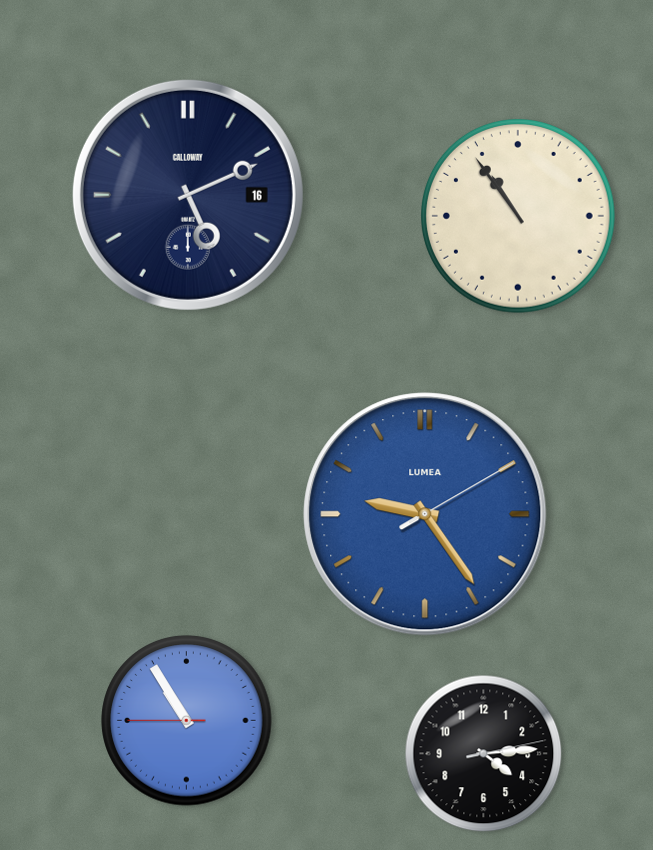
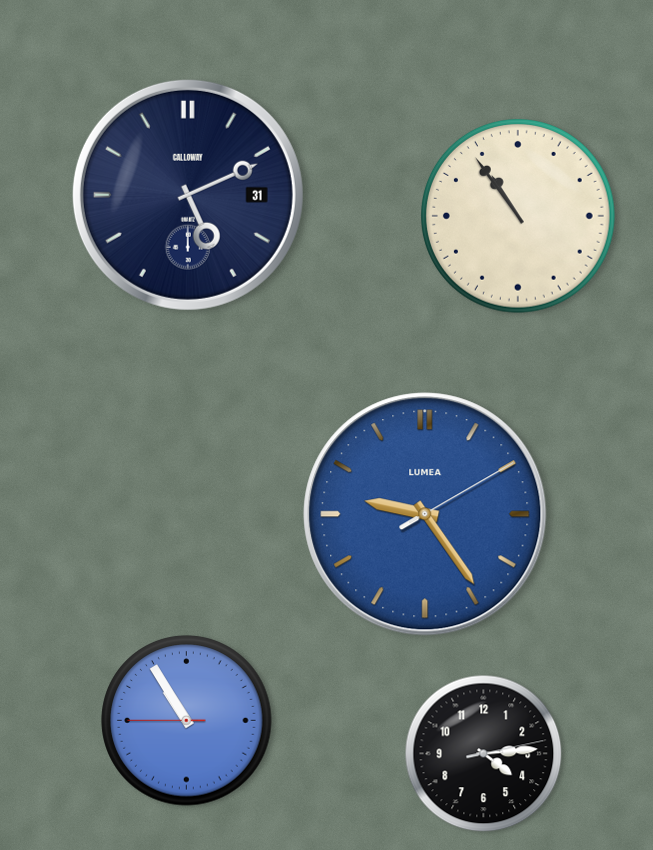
clock at (188, 195) date: 16 -> 31
